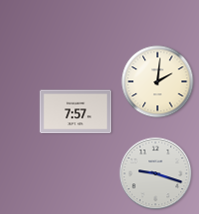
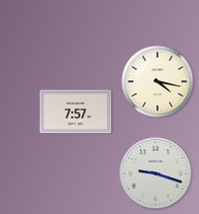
clock at (158, 82): 2:01 -> 4:17
